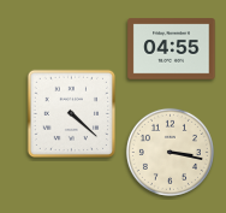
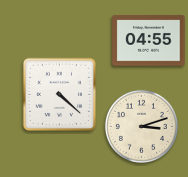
clock at (172, 49) position: (172, 49) -> (149, 41)
clock at (169, 152): 3:17 -> 3:12
